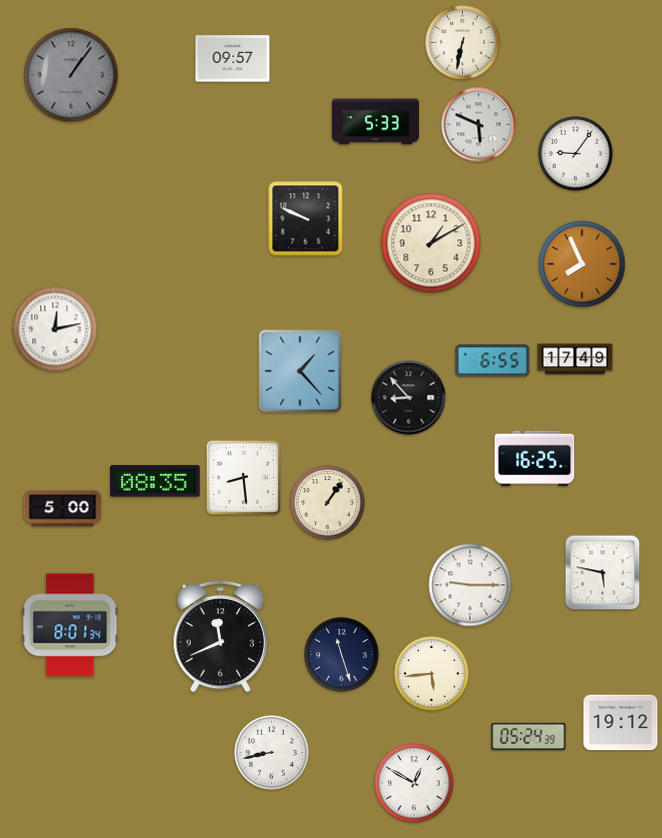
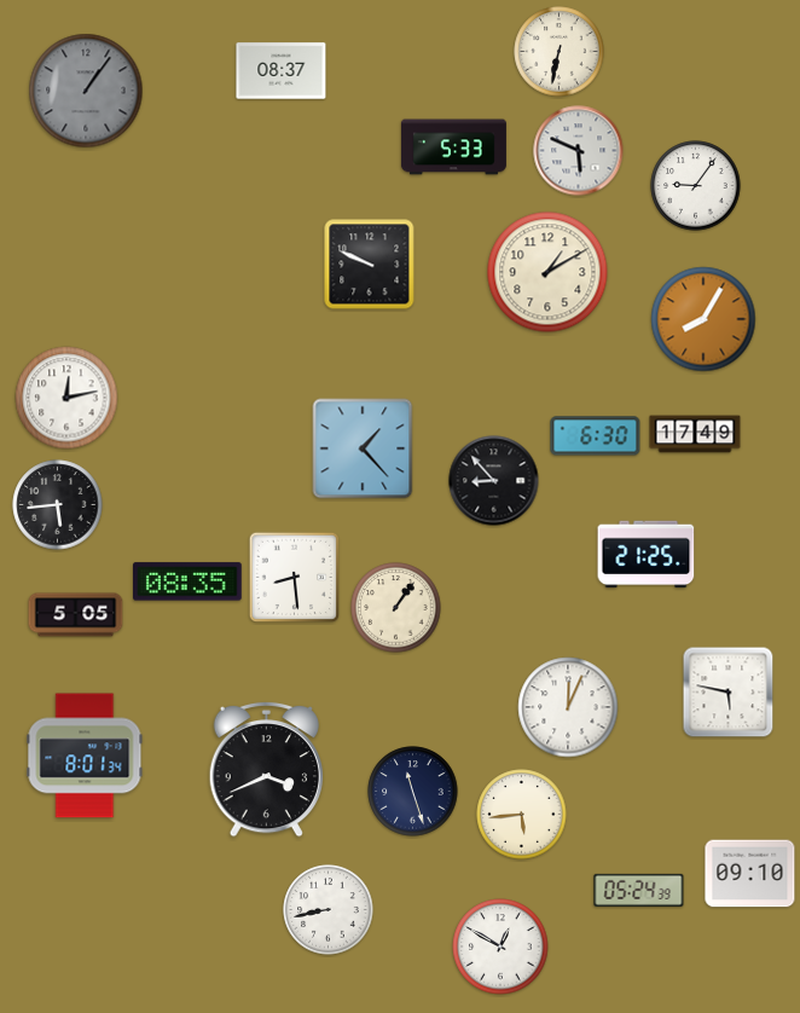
clock at (233, 59): 09:57 -> 08:37
clock at (431, 243) position: (431, 243) -> (547, 272)
clock at (582, 264): 7:56 -> 8:05
clock at (493, 361): 6:55 -> 6:30
clock at (58, 505): none -> 5:44
clock at (535, 459): 16:25 -> 21:25
clock at (63, 509): 5:00 -> 5:05
clock at (470, 585): 9:15 -> 12:04
clock at (220, 636): 11:41 -> 3:41
clock at (621, 723): 19:12 -> 09:10
